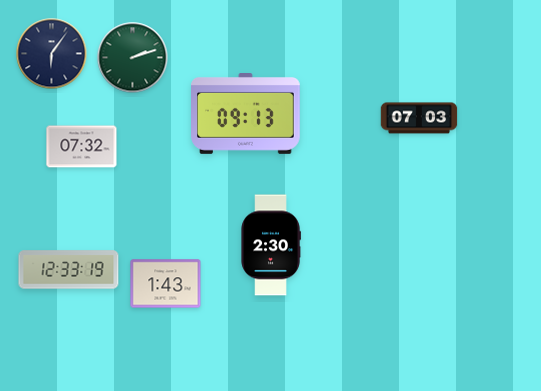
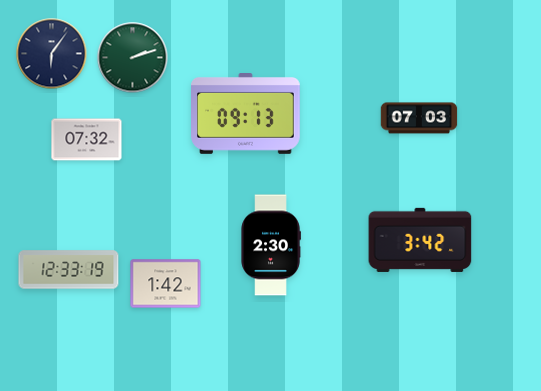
clock at (82, 147) position: (82, 147) -> (87, 140)
clock at (420, 240): none -> 3:42
clock at (166, 284): 1:43 -> 1:42
